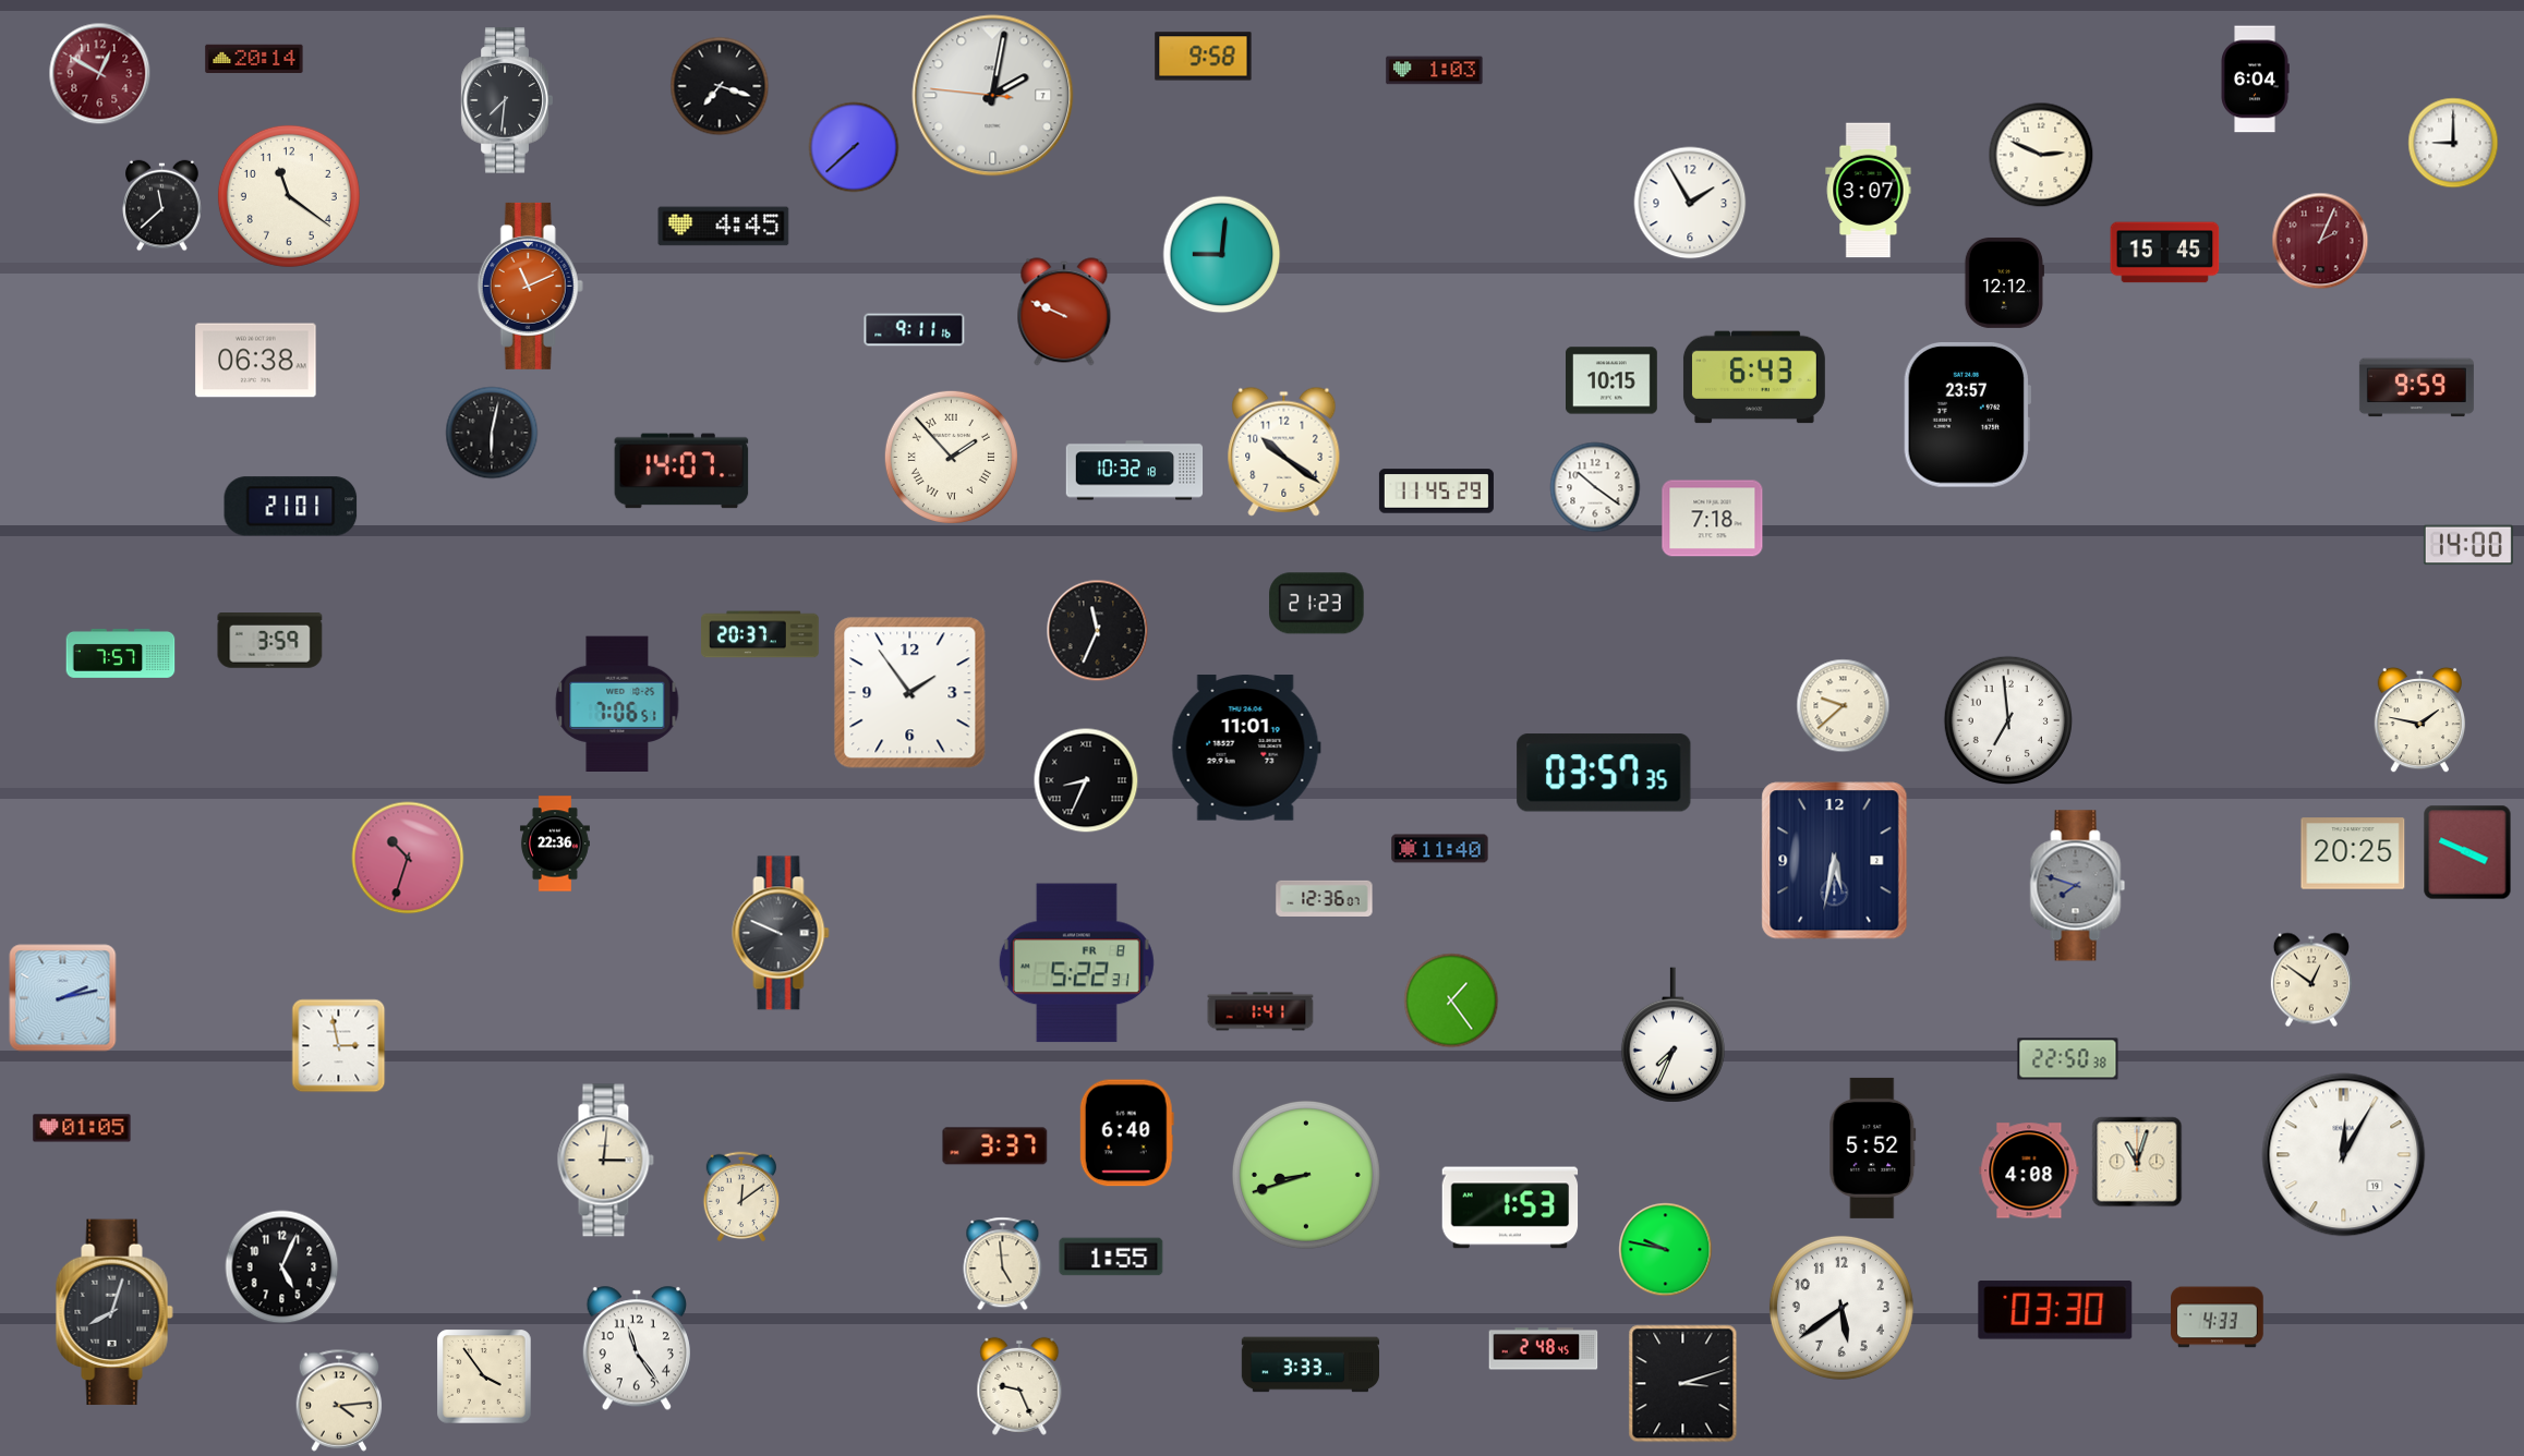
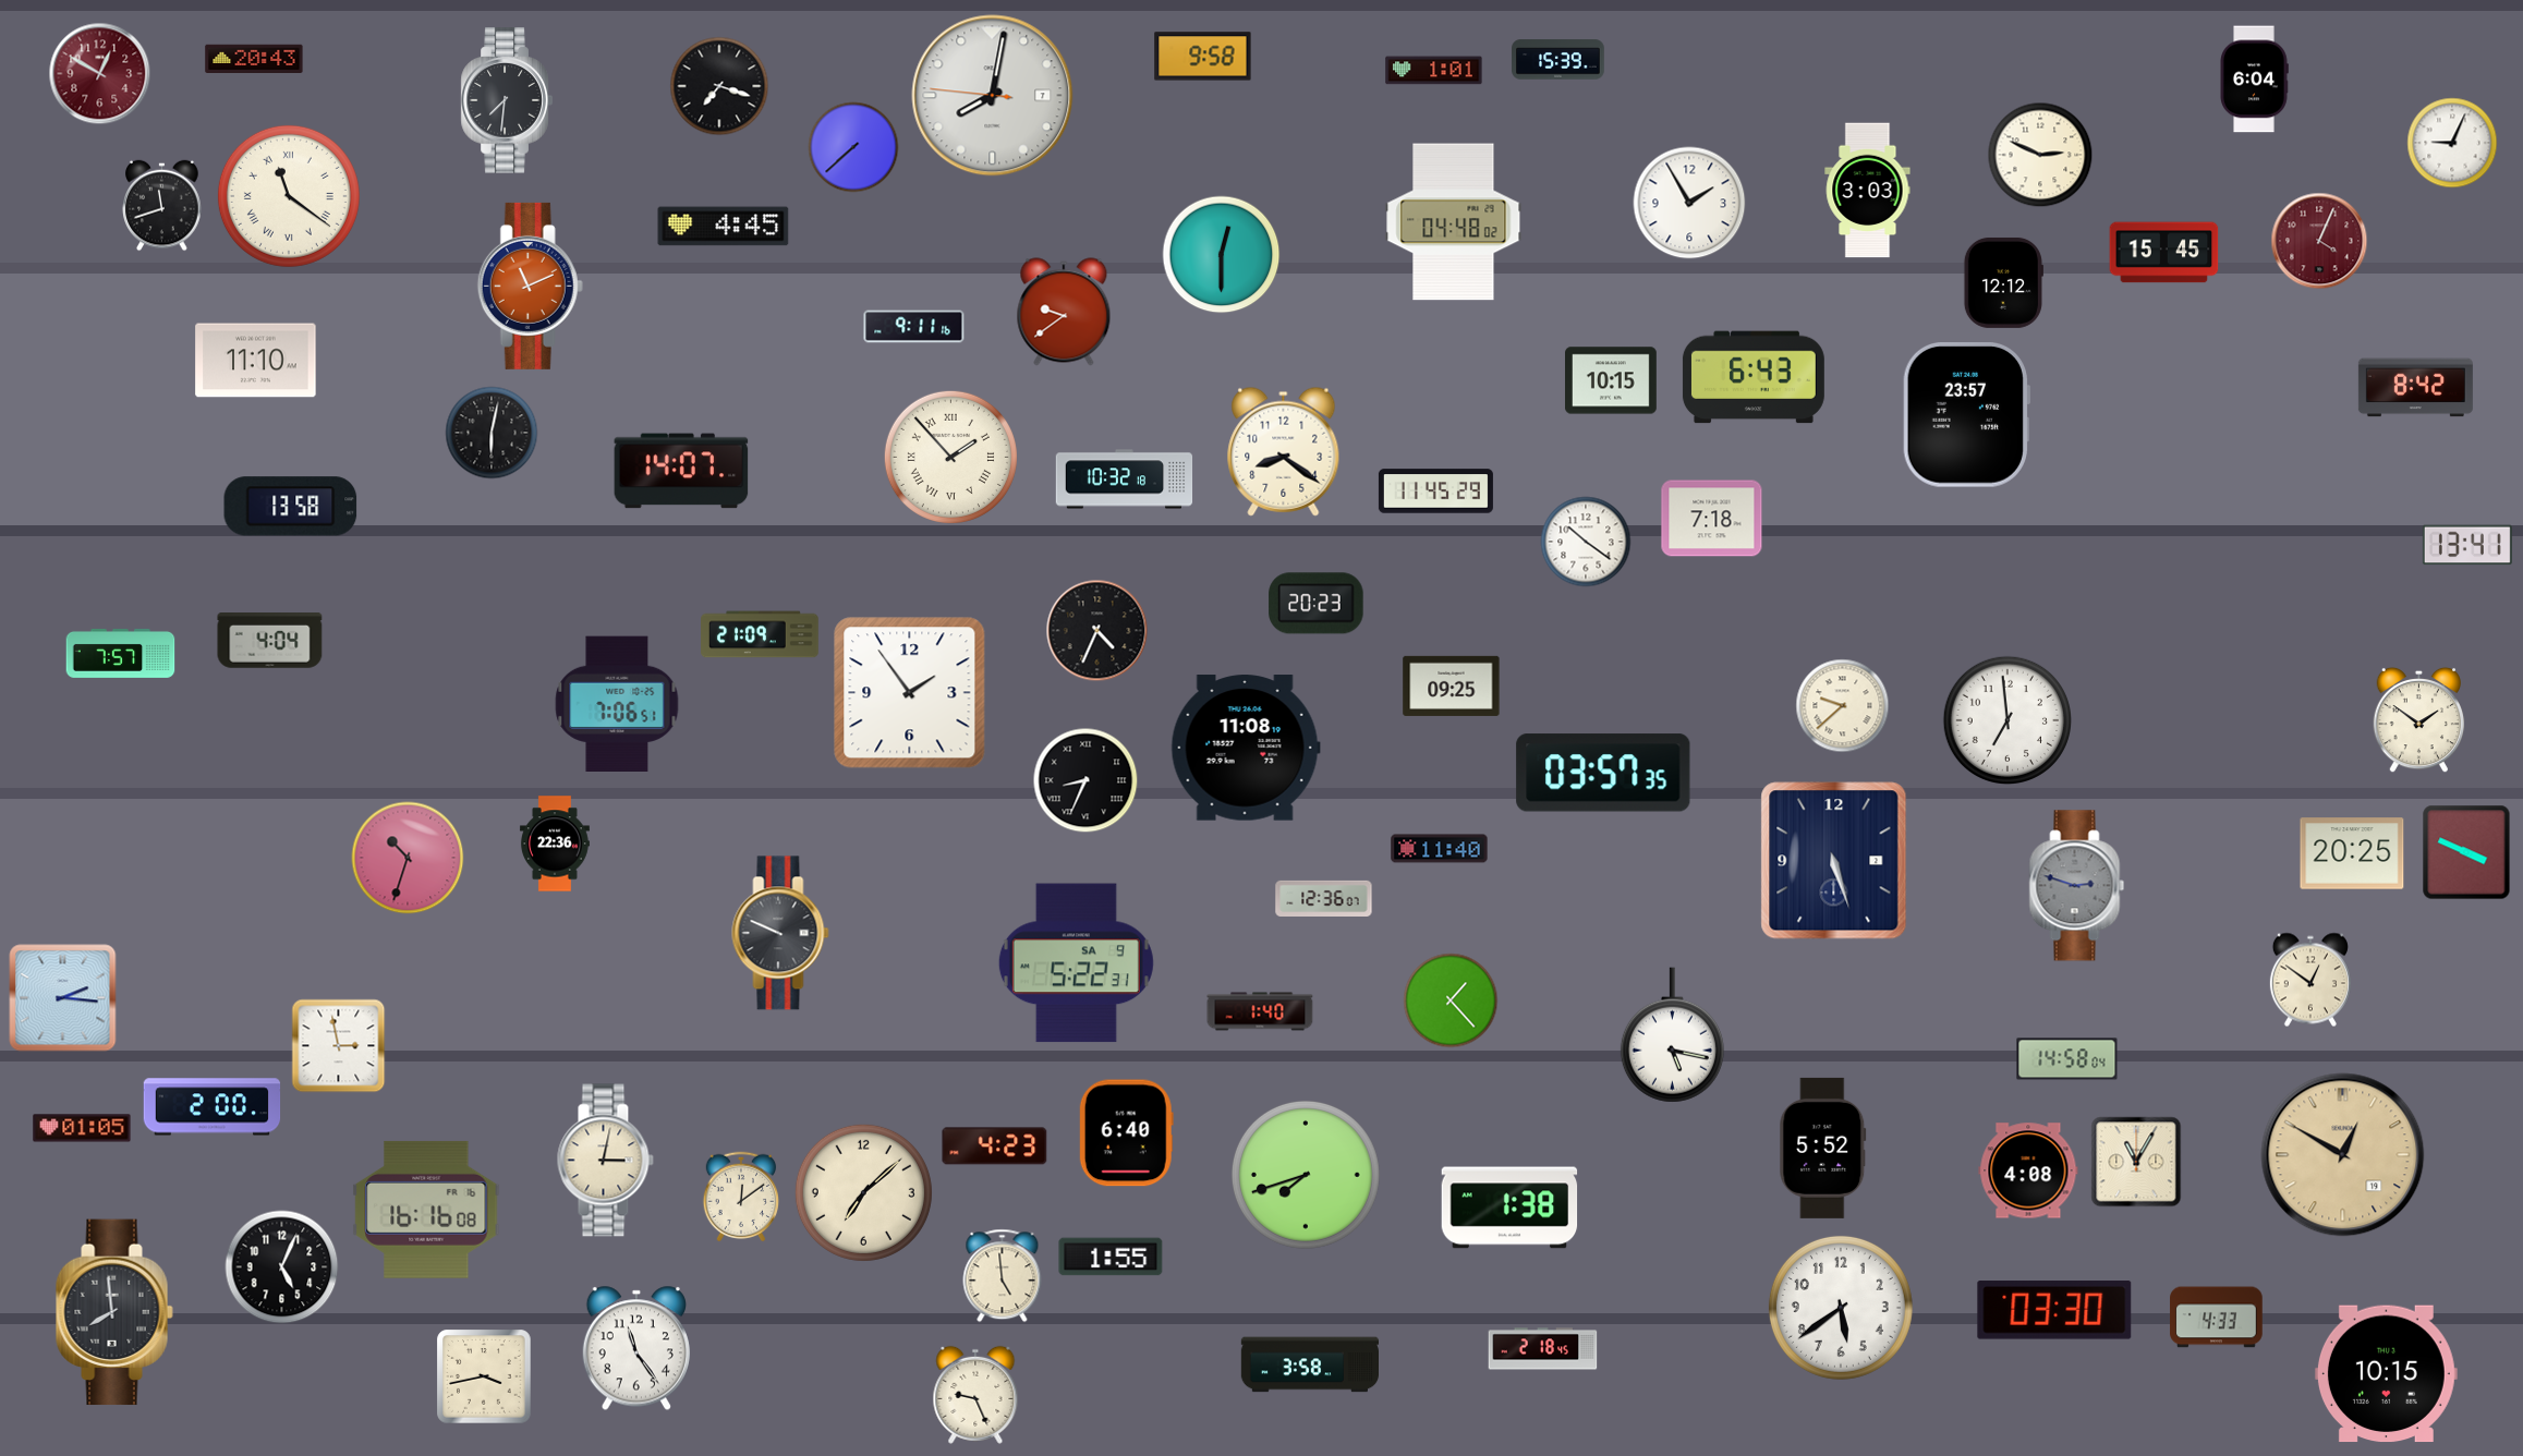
clock at (254, 58): 20:14 -> 20:43
clock at (1558, 60): none -> 15:39
clock at (1435, 71): 1:03 -> 1:01
clock at (993, 96): 2:01 -> 8:01
clock at (2453, 143): 9:00 -> 9:04
clock at (1869, 191): 3:07 -> 3:03
clock at (289, 196) numerals: Arabic -> Roman
clock at (162, 206): 11:38 -> 11:42
clock at (1454, 222): none -> 04:48
clock at (2320, 241): 2:04 -> 4:04
clock at (1222, 255): 9:01 -> 12:30
clock at (1064, 312): 9:49 -> 9:39
clock at (915, 330) position: (915, 330) -> (914, 327)
clock at (256, 361): 06:38 -> 11:10
clock at (2416, 388): 9:59 -> 8:42
clock at (1284, 451): 10:21 -> 8:21
clock at (1135, 471) position: (1135, 471) -> (1125, 480)
clock at (1595, 487) position: (1595, 487) -> (1586, 542)
clock at (291, 507): 21:01 -> 13:58
clock at (2468, 545): 14:00 -> 13:41
clock at (1317, 604): 21:23 -> 20:23
clock at (1098, 631): 11:34 -> 4:34
clock at (760, 634): 20:37 -> 21:09
clock at (270, 641): 3:59 -> 4:04
clock at (1452, 685): none -> 09:25
clock at (2420, 720): 1:47 -> 1:51
clock at (1246, 748): 11:01 -> 11:08
clock at (1835, 861): 5:32 -> 5:27
clock at (2078, 886): 7:48 -> 2:48
clock at (1076, 963) date: FR 8 -> SA 9
clock at (63, 998): 2:13 -> 2:16
clock at (1451, 1000): 1:24 -> 1:23
clock at (1260, 1011): 1:41 -> 1:40
clock at (1672, 1035): 7:34 -> 5:17
clock at (2068, 1059): 22:50 -> 14:58
clock at (213, 1107): none -> 2:00
clock at (995, 1146): 3:37 -> 4:23
clock at (1873, 1148) position: (1873, 1148) -> (1823, 1148)
clock at (2344, 1155): 12:05 -> 12:50
clock at (2344, 1155) dial: white -> champagne
clock at (605, 1161): 3:01 -> 3:02
clock at (2137, 1162): 11:03 -> 11:05
clock at (1306, 1175): 8:42 -> 7:42
clock at (863, 1192): none -> 7:08
clock at (1510, 1208): 1:53 -> 1:38
clock at (426, 1210): none -> 16:16
clock at (1666, 1250): 9:47 -> none
clock at (1003, 1264) position: (1003, 1264) -> (1003, 1276)
clock at (114, 1312): 8:03 -> 7:59
clock at (1544, 1349): 2:48 -> 2:18
clock at (1309, 1364): 3:33 -> 3:58
clock at (2386, 1374): none -> 10:15
clock at (484, 1376): 3:54 -> 3:43
clock at (1683, 1384): 3:12 -> none
clock at (1019, 1386) position: (1019, 1386) -> (975, 1395)
clock at (339, 1400): 4:14 -> none
